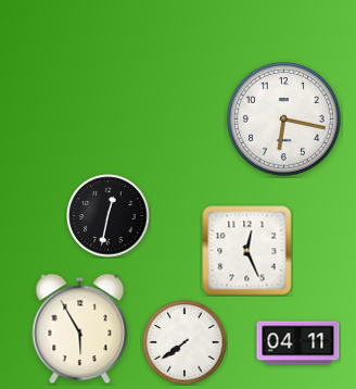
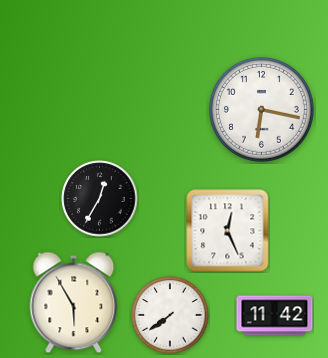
clock at (109, 216): 12:32 -> 12:35
clock at (298, 343): 04:11 -> 11:42
